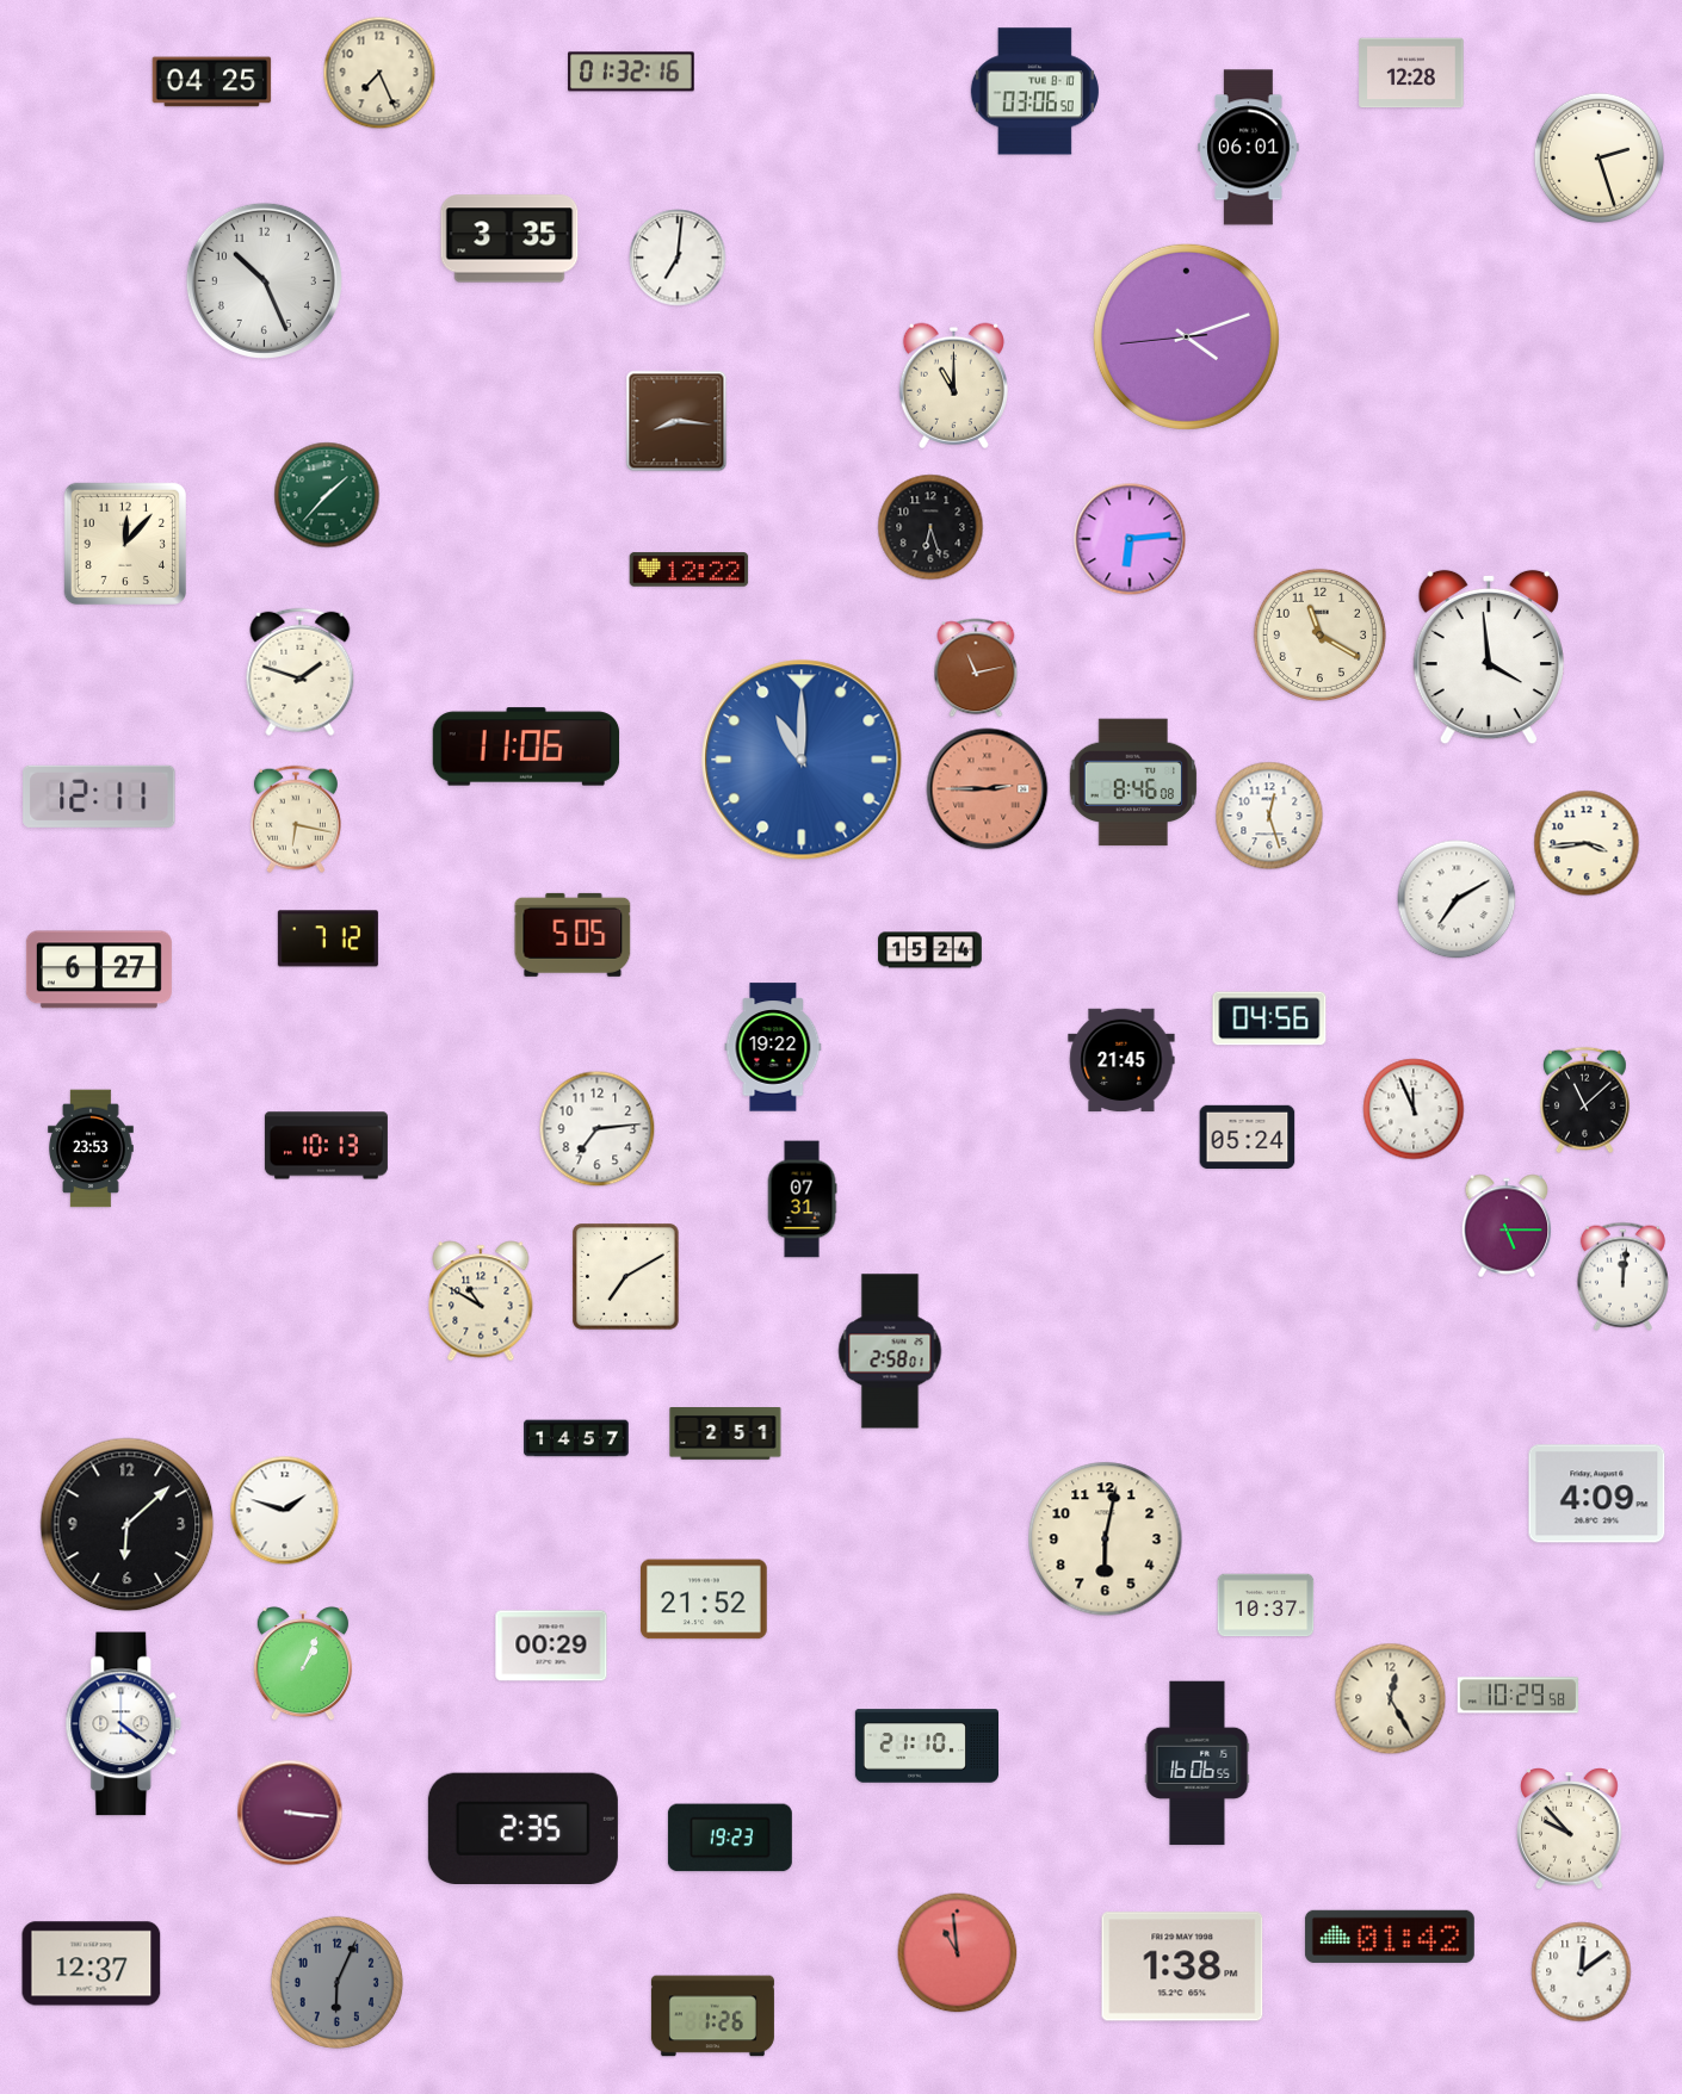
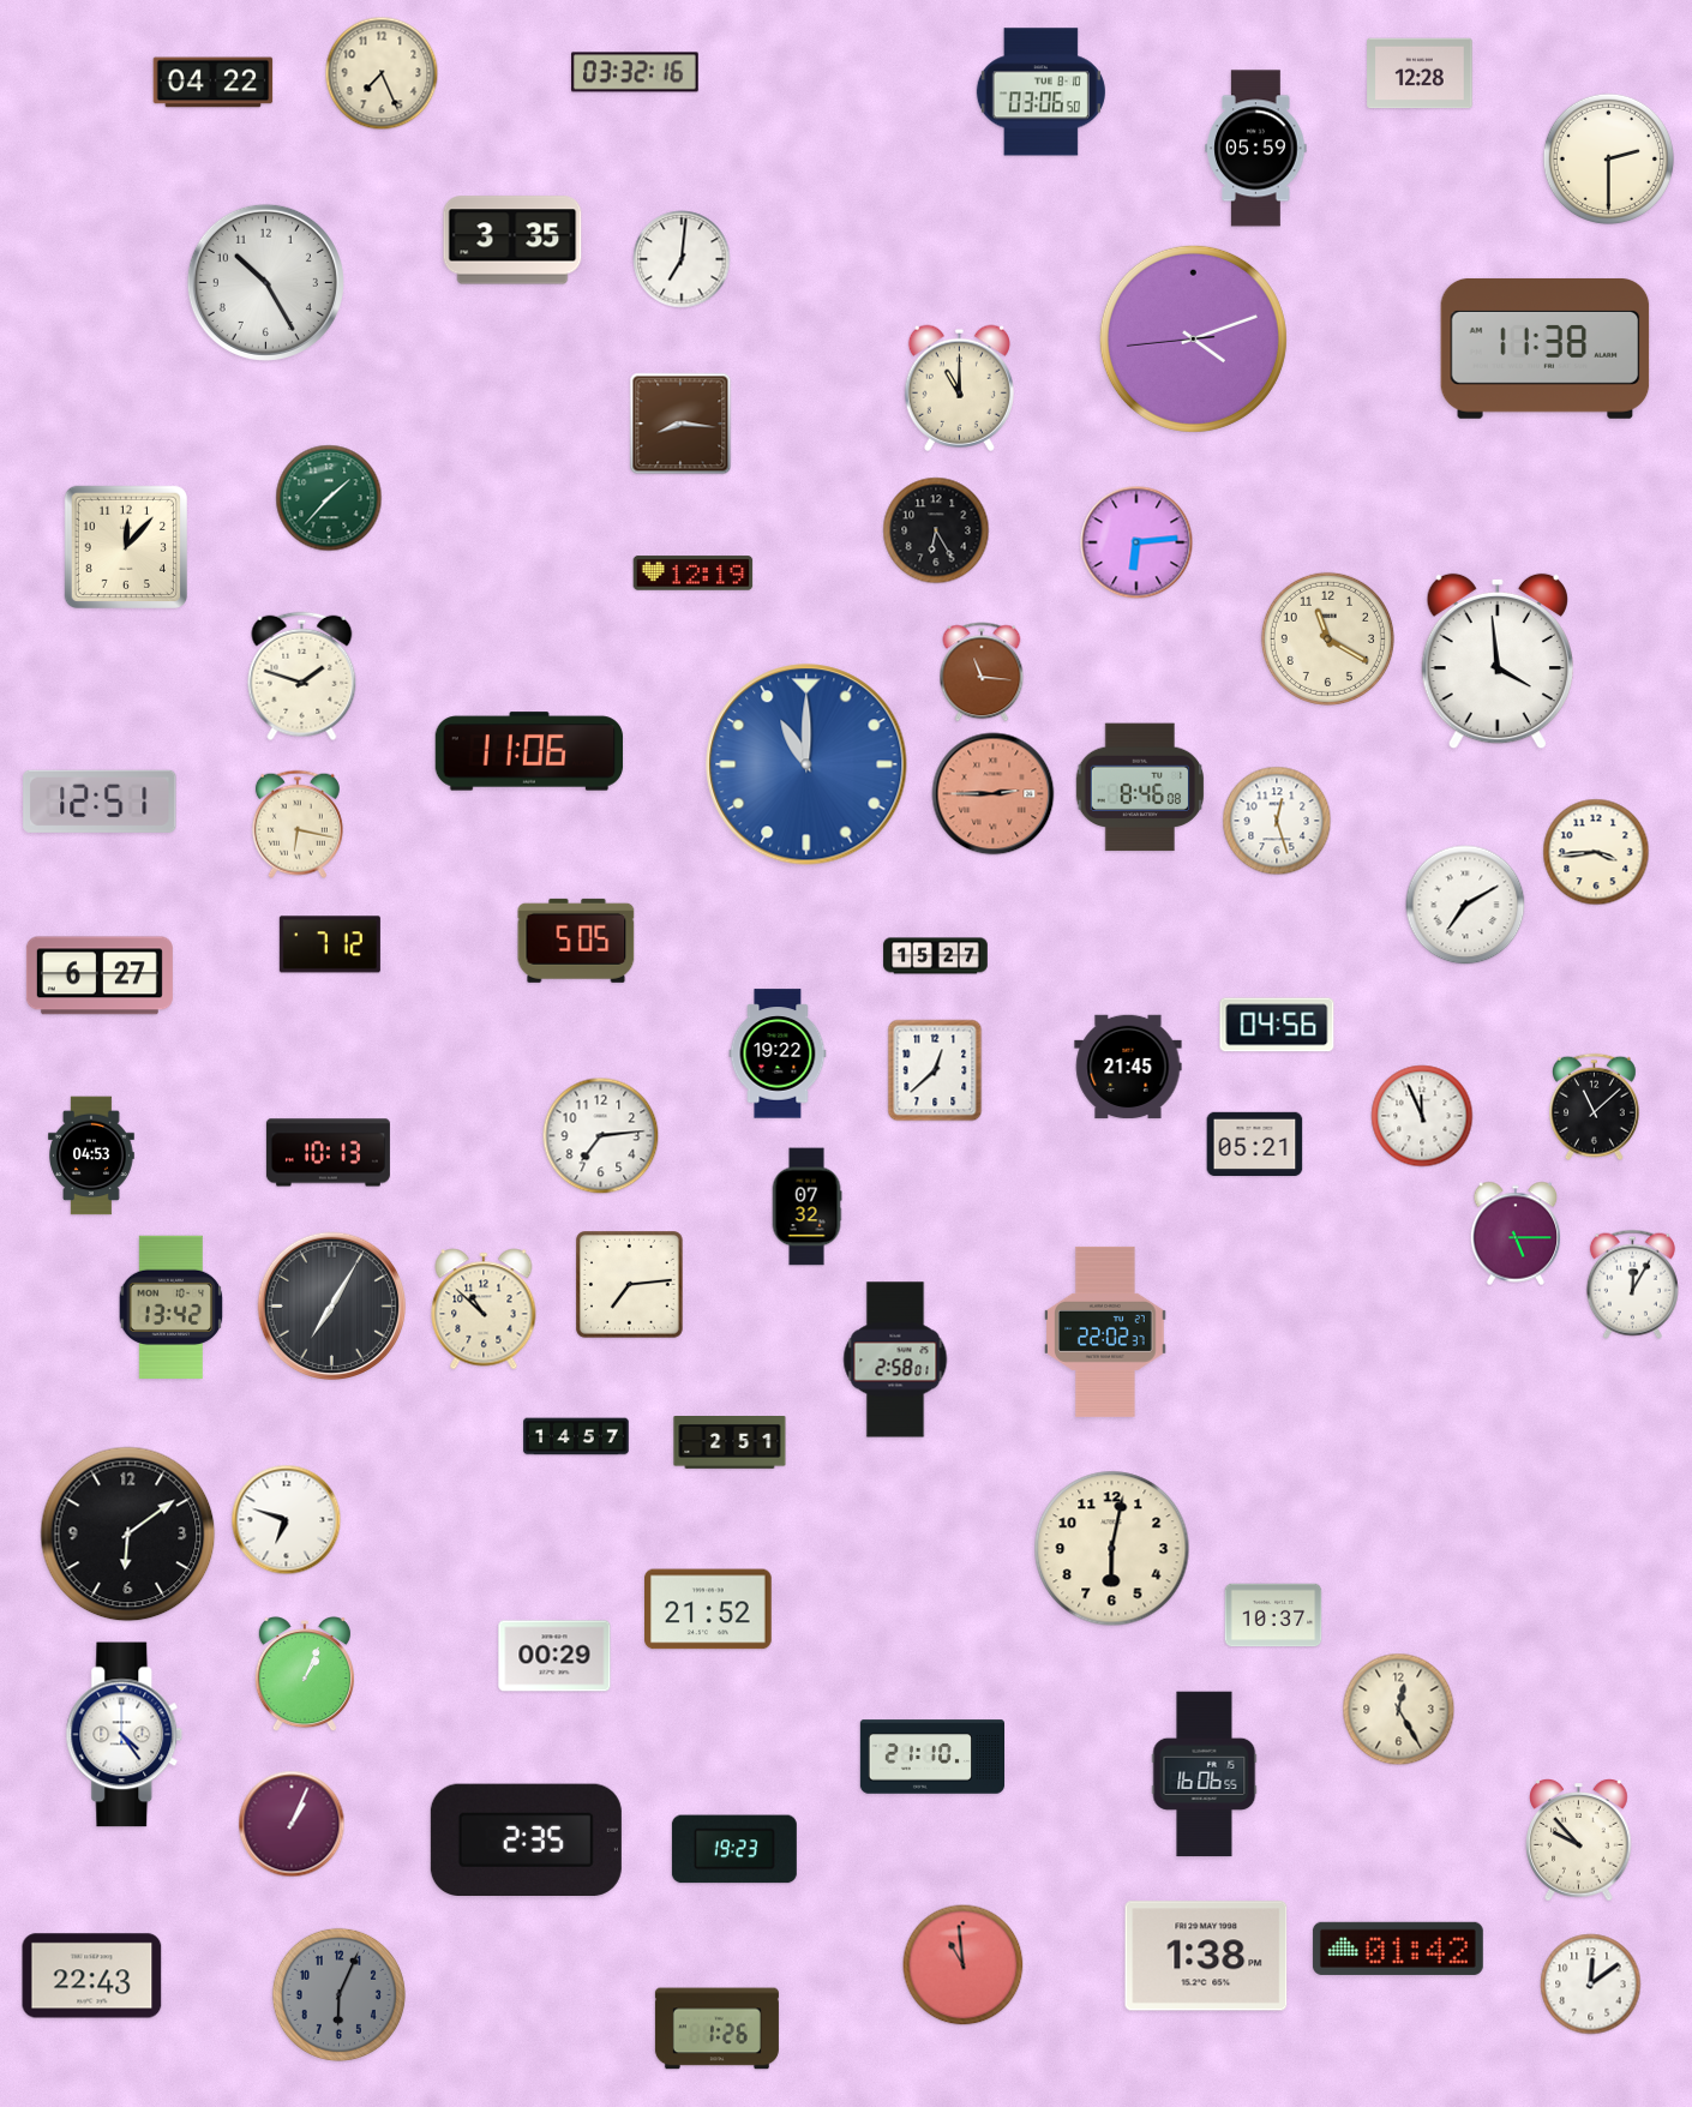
clock at (631, 72): 01:32 -> 03:32
clock at (212, 82): 04:25 -> 04:22
clock at (1249, 148): 06:01 -> 05:59
clock at (1598, 157): 2:27 -> 2:30
clock at (264, 280): 10:26 -> 10:25
clock at (1546, 348): none -> 11:38
clock at (930, 527): 6:27 -> 6:25
clock at (690, 570): 12:22 -> 12:19
clock at (976, 668): 11:13 -> 11:16
clock at (99, 797): 12:11 -> 12:51
clock at (1587, 843) position: (1587, 843) -> (1596, 852)
clock at (930, 950): 15:24 -> 15:27
clock at (935, 1070): none -> 12:38
clock at (1248, 1136): 05:24 -> 05:21
clock at (91, 1148): 23:53 -> 04:53
clock at (802, 1200): 07:31 -> 07:32
clock at (1622, 1276): 12:01 -> 12:05
clock at (626, 1277): 7:10 -> 7:14
clock at (331, 1305): none -> 7:05
clock at (172, 1307): none -> 13:42
clock at (481, 1301): 10:50 -> 10:52
clock at (1106, 1332): none -> 22:02
clock at (576, 1438) position: (576, 1438) -> (576, 1436)
clock at (1597, 1494): 4:09 -> none
clock at (285, 1511): 1:48 -> 6:48
clock at (128, 1525): 6:08 -> 6:09
clock at (1517, 1696): 10:29 -> none
clock at (124, 1724): 4:21 -> 4:24
clock at (290, 1813): 3:16 -> 1:04
clock at (92, 1964): 12:37 -> 22:43
clock at (1182, 1966) position: (1182, 1966) -> (1206, 1956)
